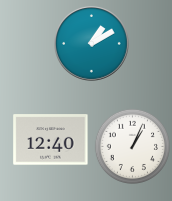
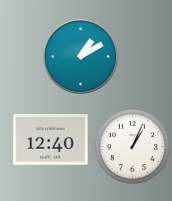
clock at (92, 44) position: (92, 44) -> (81, 57)
